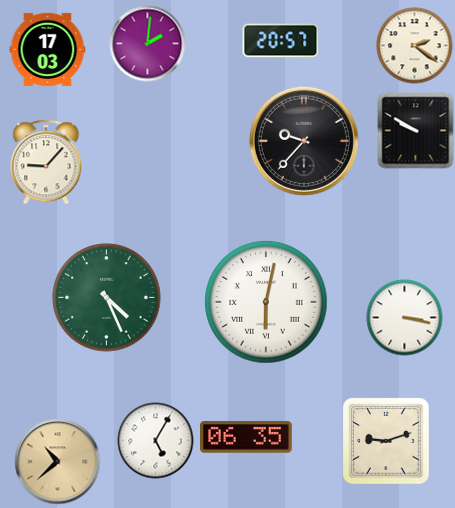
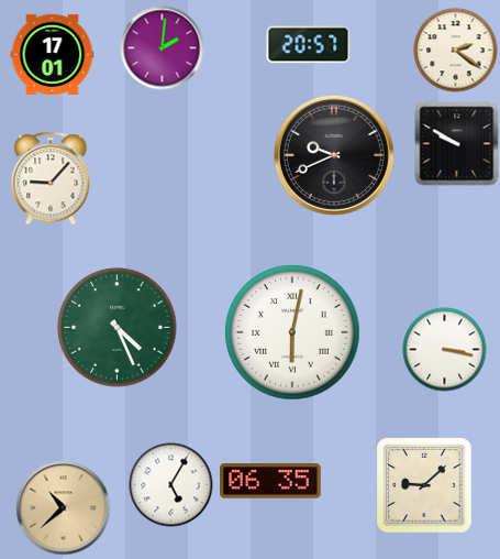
clock at (48, 49): 17:03 -> 17:01
clock at (304, 141): 9:37 -> 9:41
clock at (386, 441): 9:12 -> 9:08
